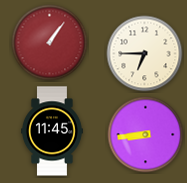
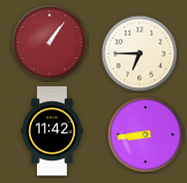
clock at (145, 54) position: (145, 54) -> (140, 54)
clock at (53, 131): 11:45 -> 11:42
